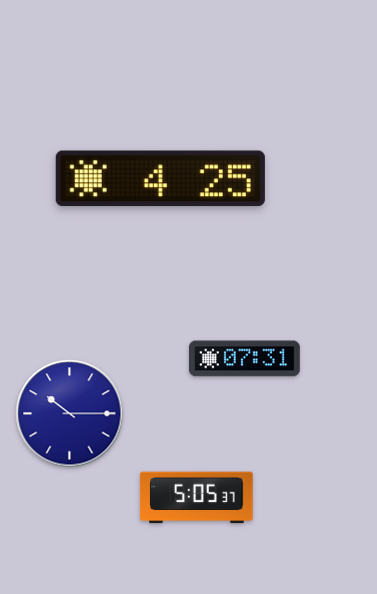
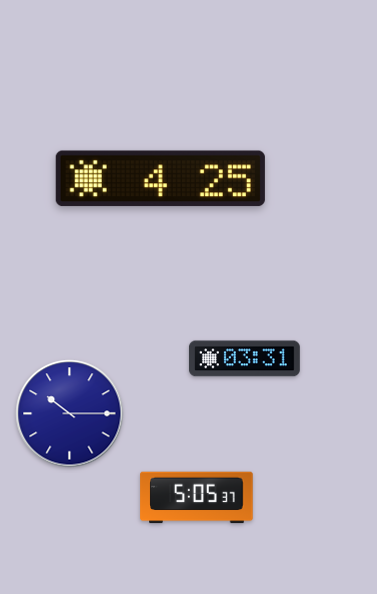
clock at (244, 359): 07:31 -> 03:31
